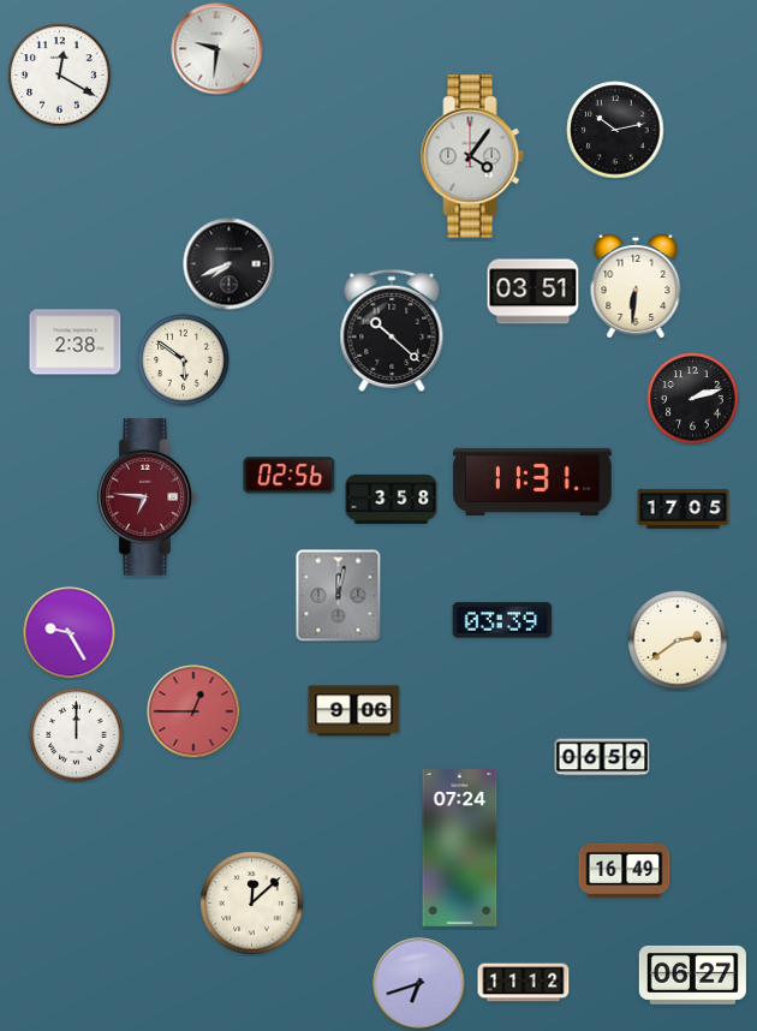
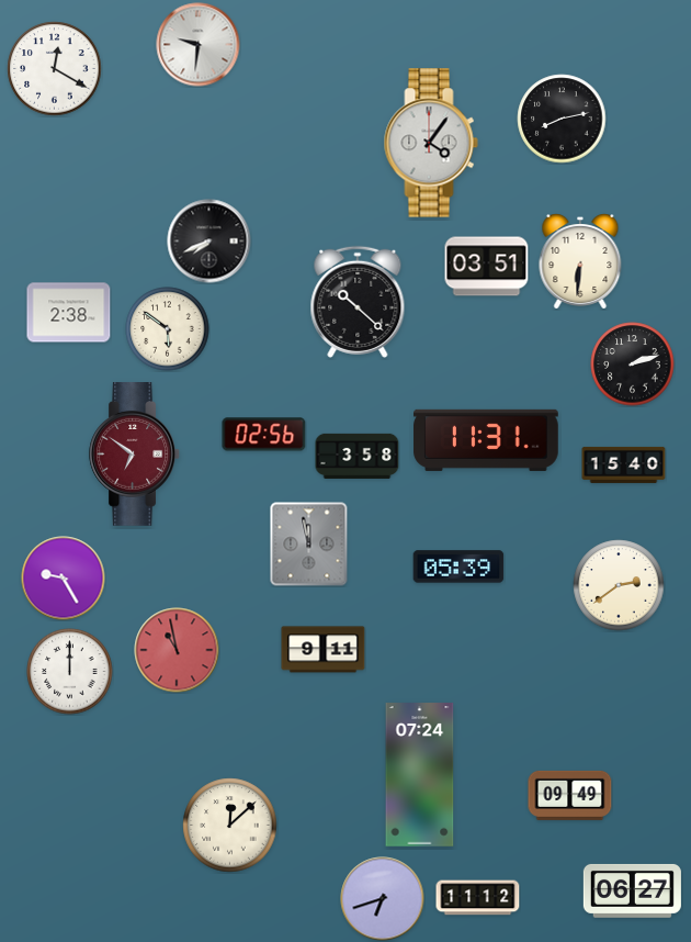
clock at (615, 130): 10:13 -> 8:13
clock at (147, 497): 6:46 -> 6:51
clock at (684, 508): 17:05 -> 15:40
clock at (339, 596): 12:02 -> 11:58
clock at (502, 620): 03:39 -> 05:39
clock at (193, 711): 12:45 -> 10:58
clock at (354, 711): 9:06 -> 9:11
clock at (602, 757): 06:59 -> none
clock at (625, 870): 16:49 -> 09:49
